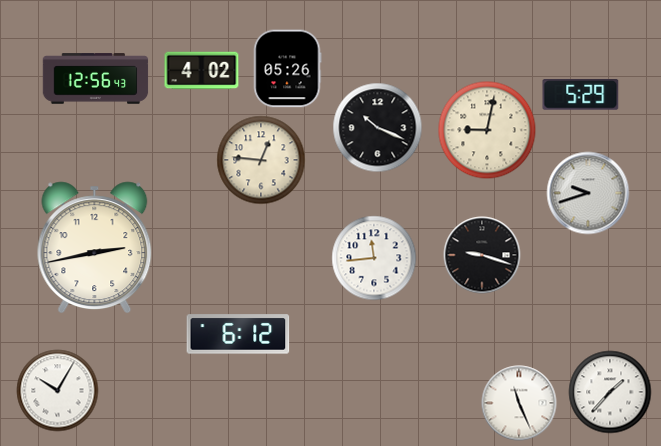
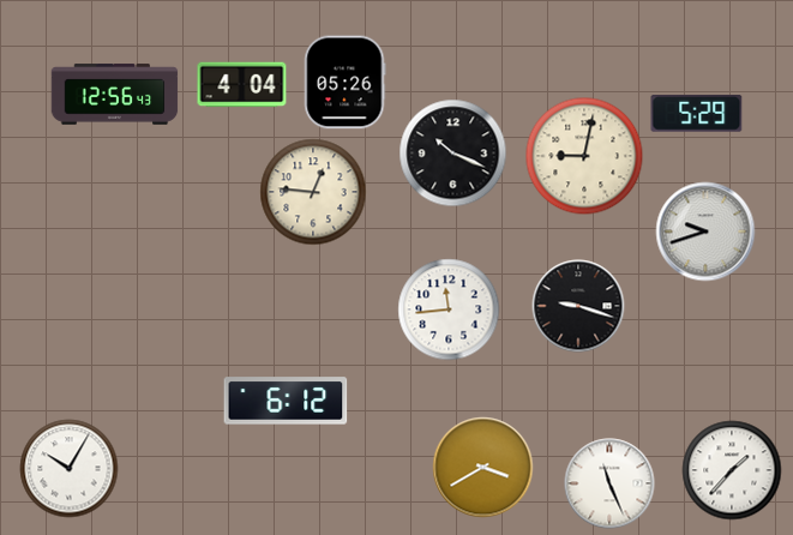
clock at (202, 71): 4:02 -> 4:04
clock at (95, 248): 2:43 -> none
clock at (483, 468): none -> 3:40
clock at (519, 403) position: (519, 403) -> (609, 483)
